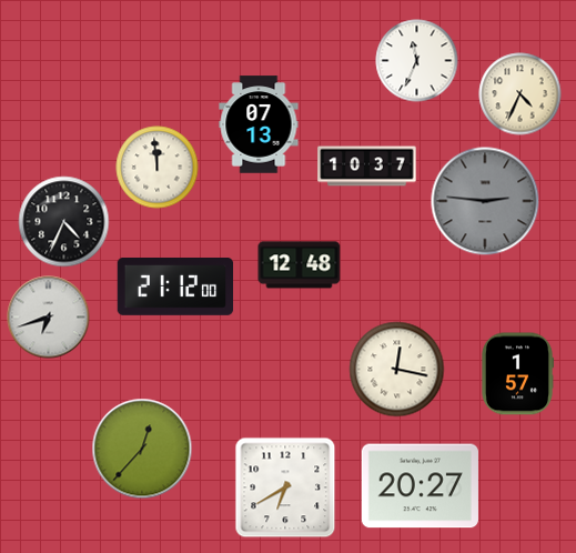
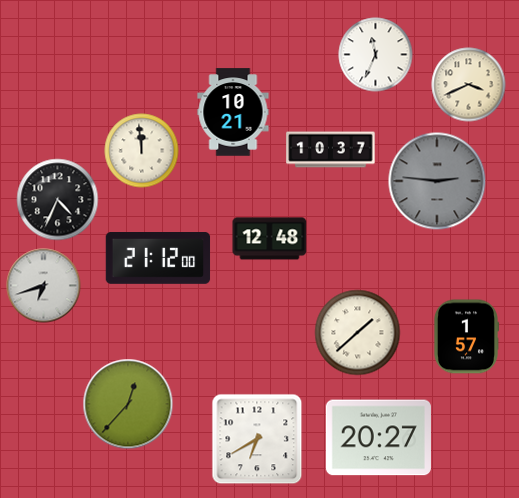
clock at (521, 94): 4:34 -> 3:41
clock at (259, 124): 07:13 -> 10:21
clock at (397, 370): 12:17 -> 1:38
